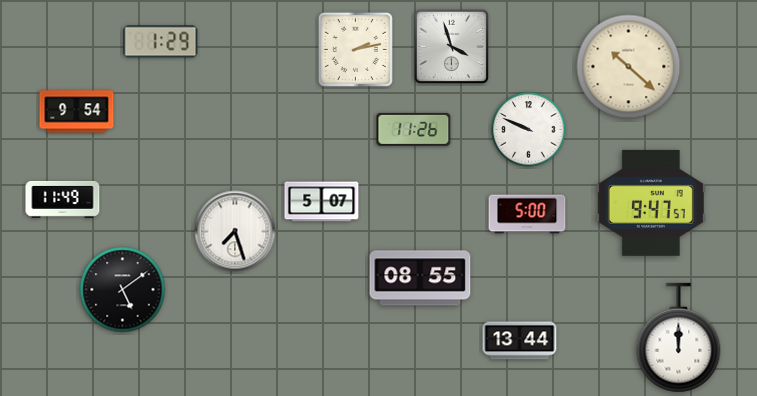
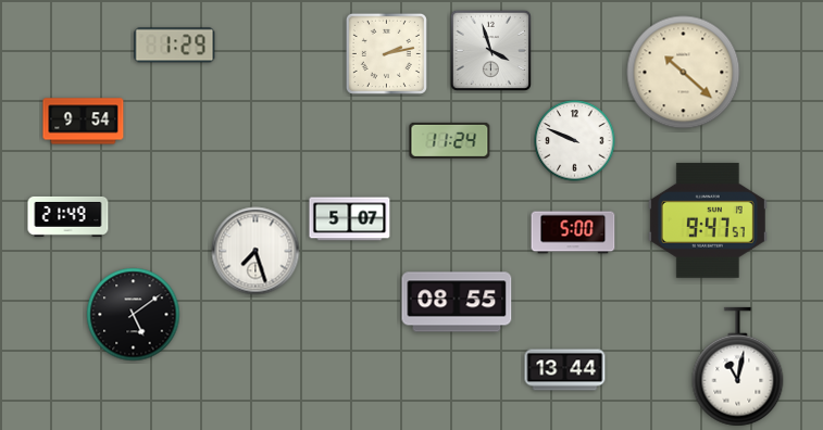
clock at (414, 129): 11:26 -> 11:24
clock at (63, 199): 11:49 -> 21:49
clock at (679, 338): 12:00 -> 11:02
